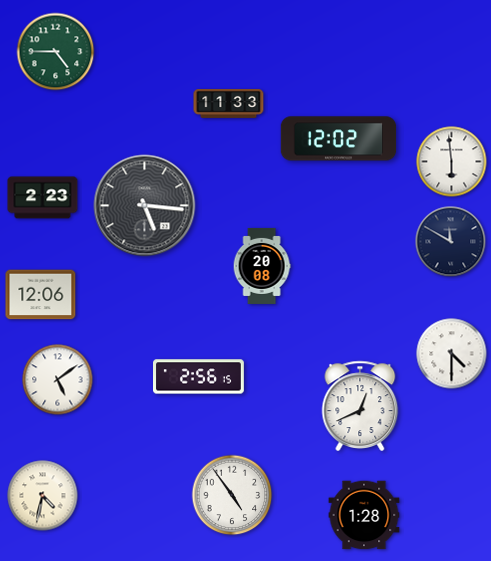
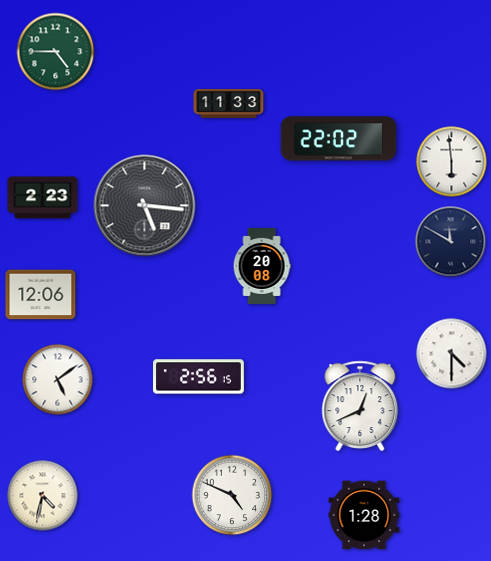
clock at (339, 139): 12:02 -> 22:02
clock at (232, 495): 4:54 -> 4:49
